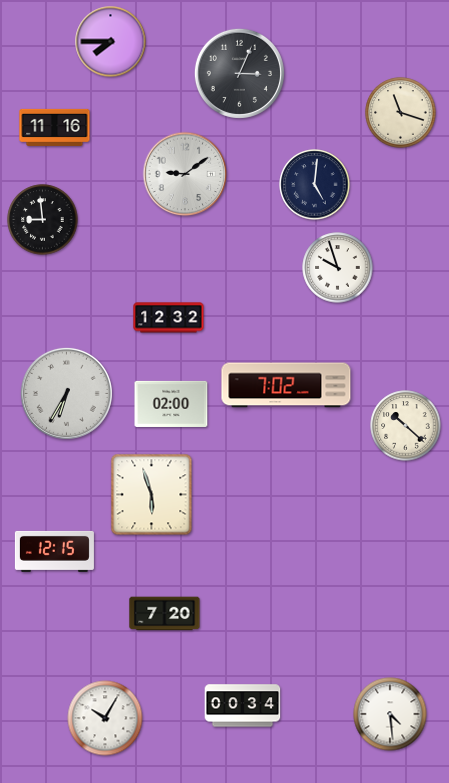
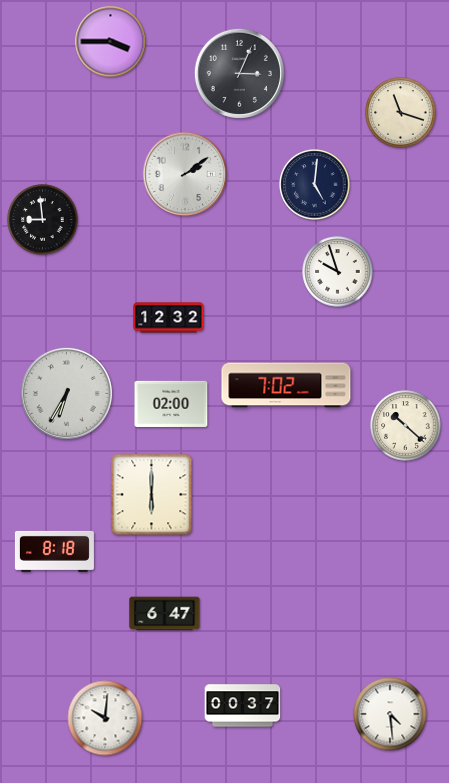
clock at (111, 42): 7:45 -> 3:45
clock at (55, 127): 11:16 -> none
clock at (185, 174): 9:09 -> 2:09
clock at (338, 268) position: (338, 268) -> (338, 272)
clock at (152, 495): 5:57 -> 6:00
clock at (54, 551): 12:15 -> 8:18
clock at (165, 614): 7:20 -> 6:47
clock at (243, 706): 00:34 -> 00:37
clock at (105, 718): 10:05 -> 10:01
